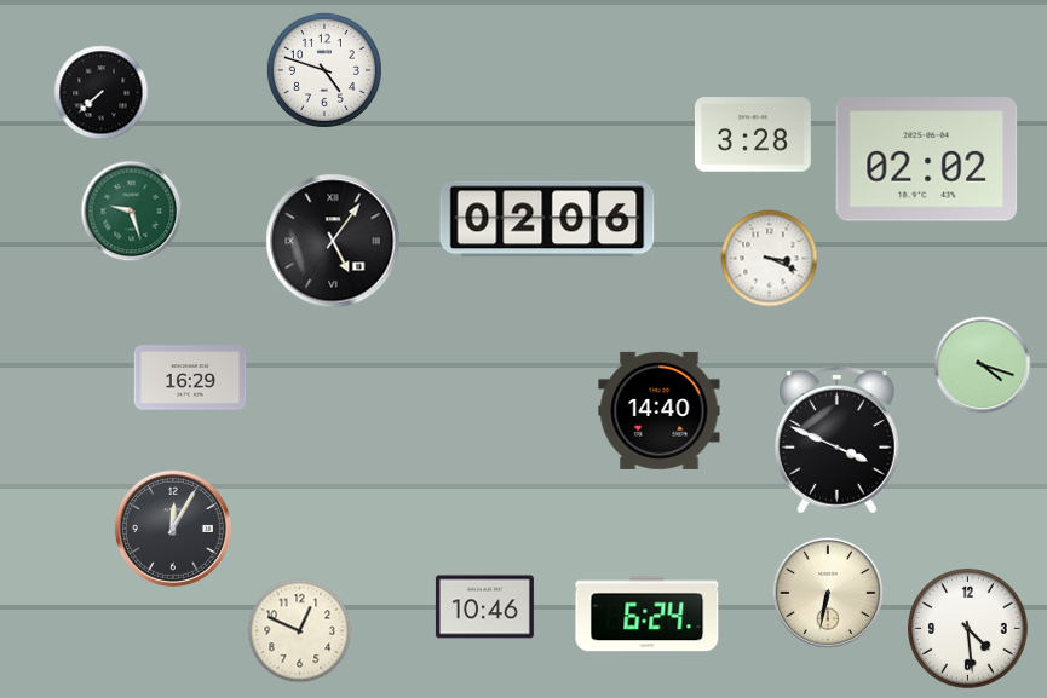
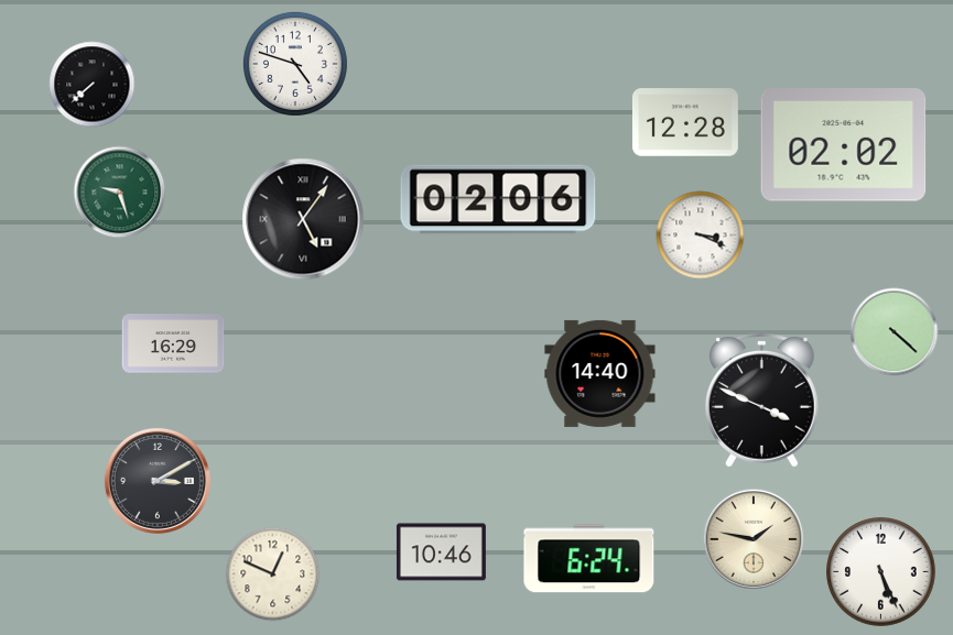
clock at (753, 134): 3:28 -> 12:28
clock at (983, 365): 4:18 -> 4:22
clock at (173, 529): 12:05 -> 3:10
clock at (828, 593): 6:32 -> 1:47
clock at (968, 629): 4:29 -> 5:26
